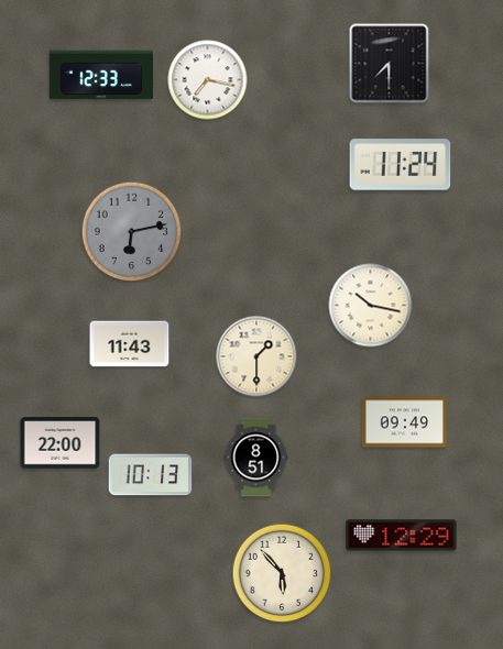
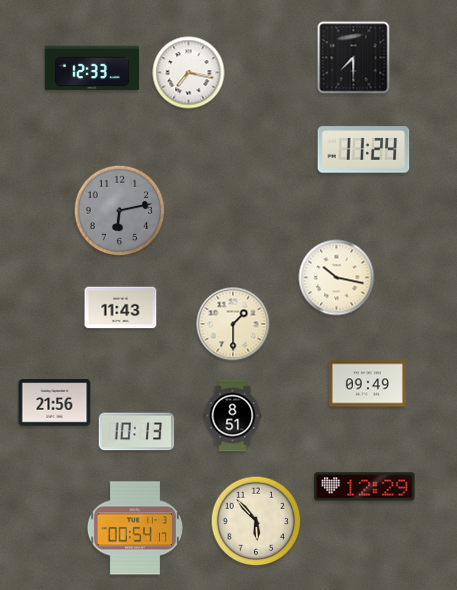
clock at (130, 344) position: (130, 344) -> (121, 308)
clock at (61, 443): 22:00 -> 21:56
clock at (135, 528): none -> 00:54
